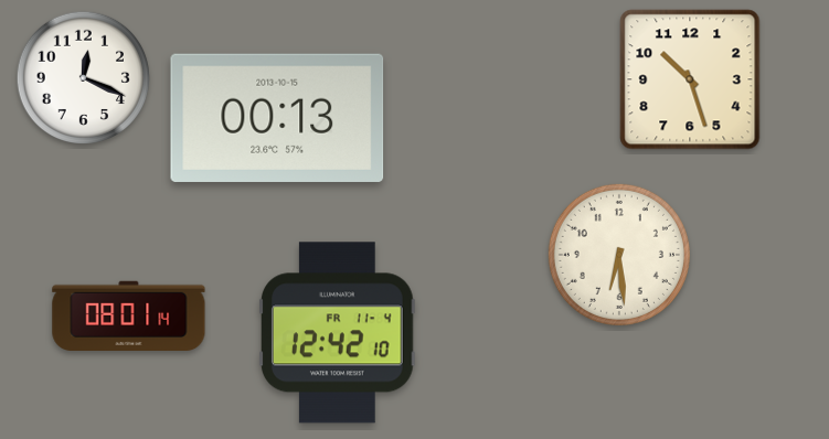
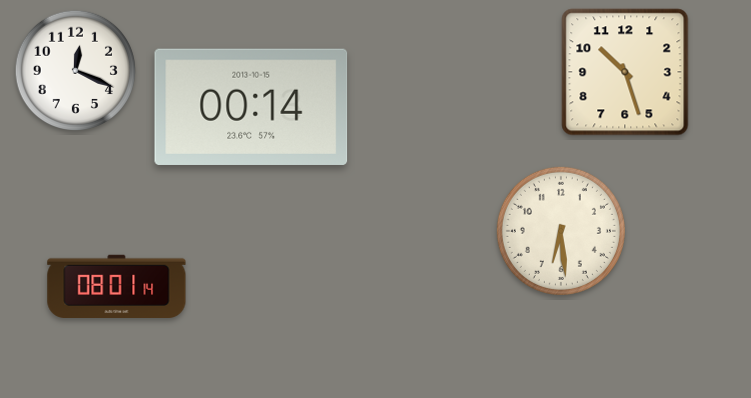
clock at (277, 118): 00:13 -> 00:14
clock at (338, 333): 12:42 -> none
